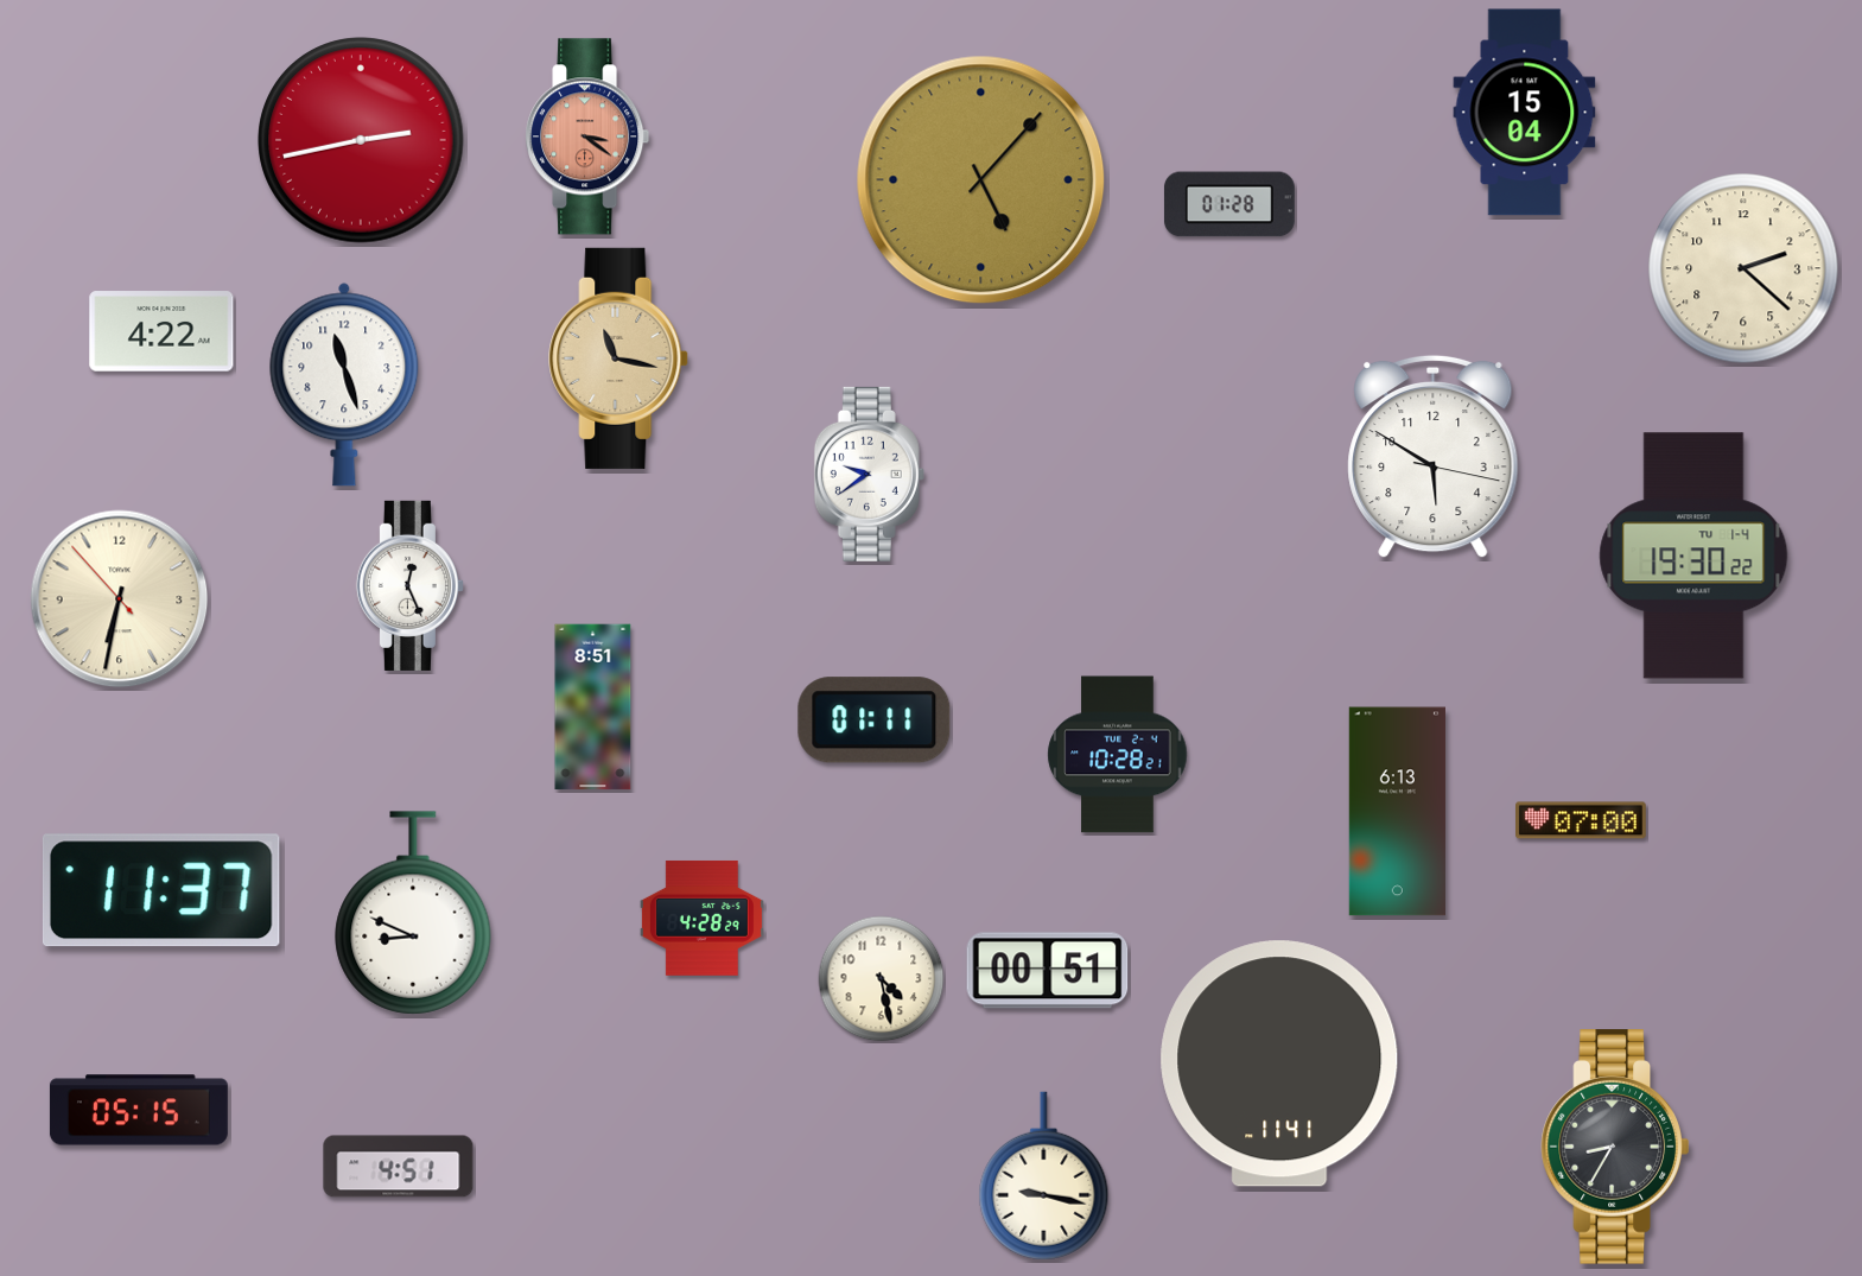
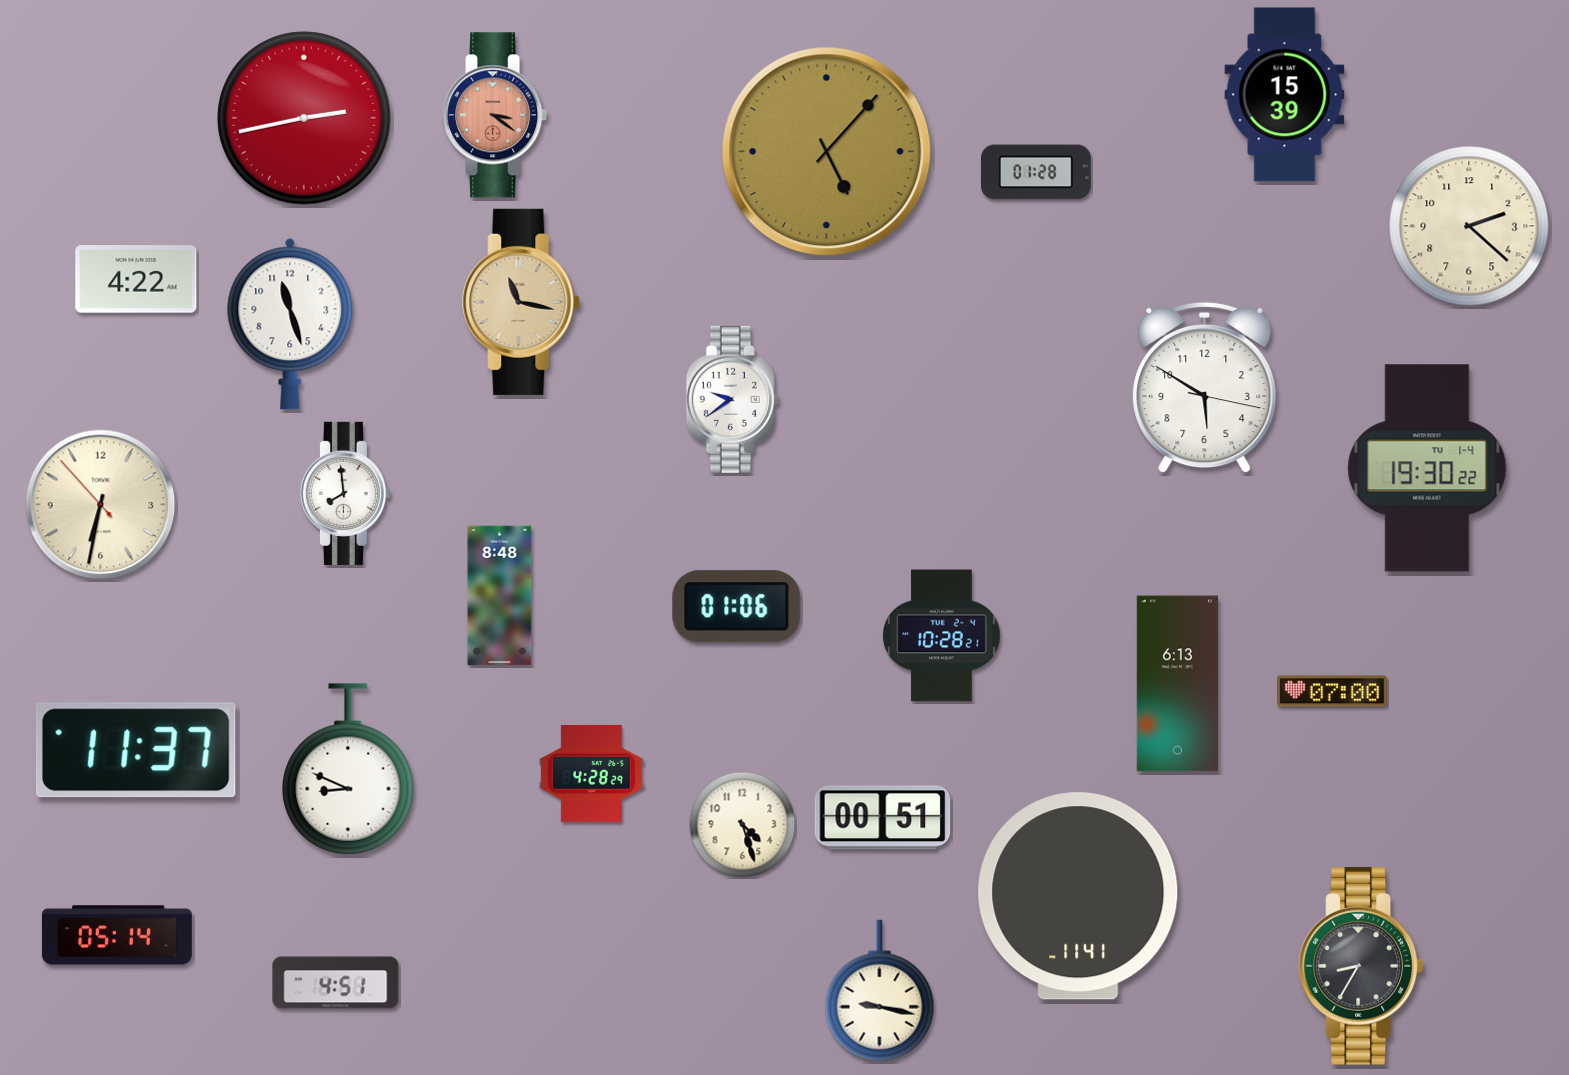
clock at (1525, 113): 15:04 -> 15:39
clock at (1434, 457) position: (1434, 457) -> (1205, 388)
clock at (409, 585): 12:26 -> 7:59
clock at (593, 707): 8:51 -> 8:48
clock at (875, 720): 01:11 -> 01:06
clock at (882, 979): 4:28 -> 4:27
clock at (139, 1110): 05:15 -> 05:14
